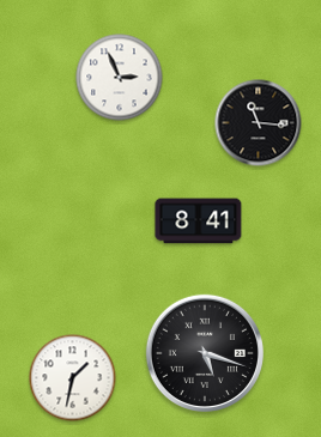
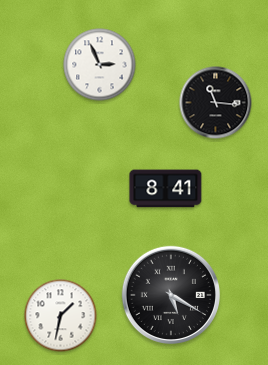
clock at (199, 221) position: (199, 221) -> (166, 189)
clock at (204, 352): 5:18 -> 5:20
